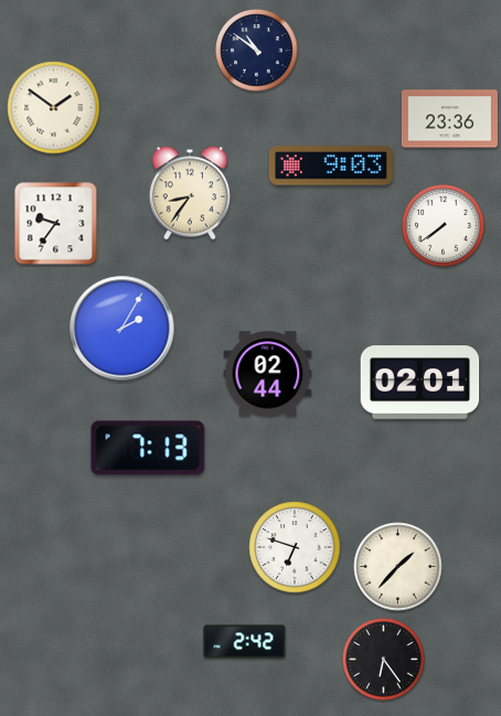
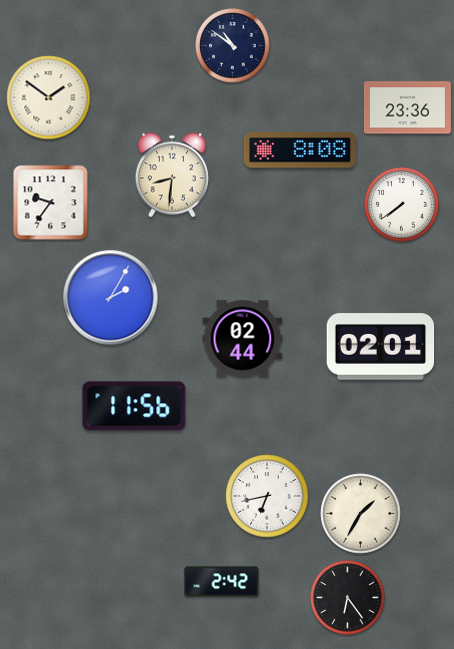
clock at (331, 165): 9:03 -> 8:08
clock at (189, 193): 8:36 -> 8:31
clock at (148, 448): 7:13 -> 11:56
clock at (295, 547): 6:48 -> 6:43
clock at (398, 567): 1:37 -> 1:35
